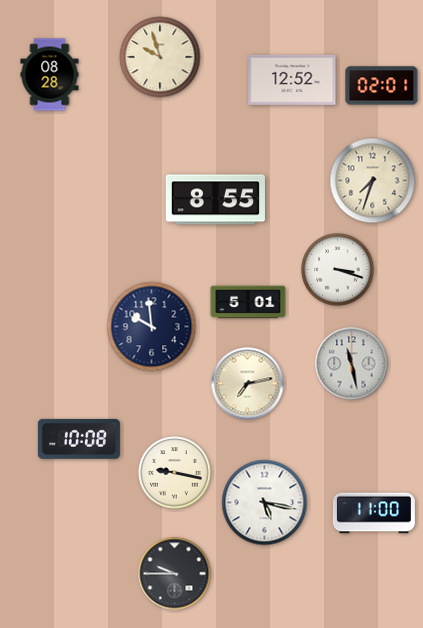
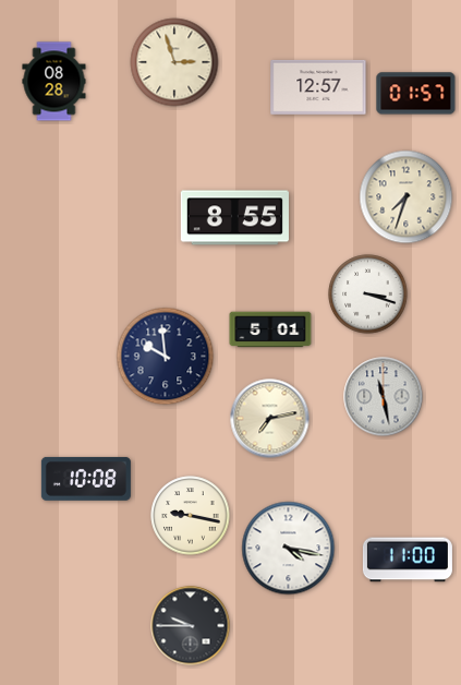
clock at (160, 57): 9:57 -> 2:57
clock at (292, 80): 12:52 -> 12:57
clock at (382, 86): 02:01 -> 01:57
clock at (265, 503): 5:17 -> 4:17
